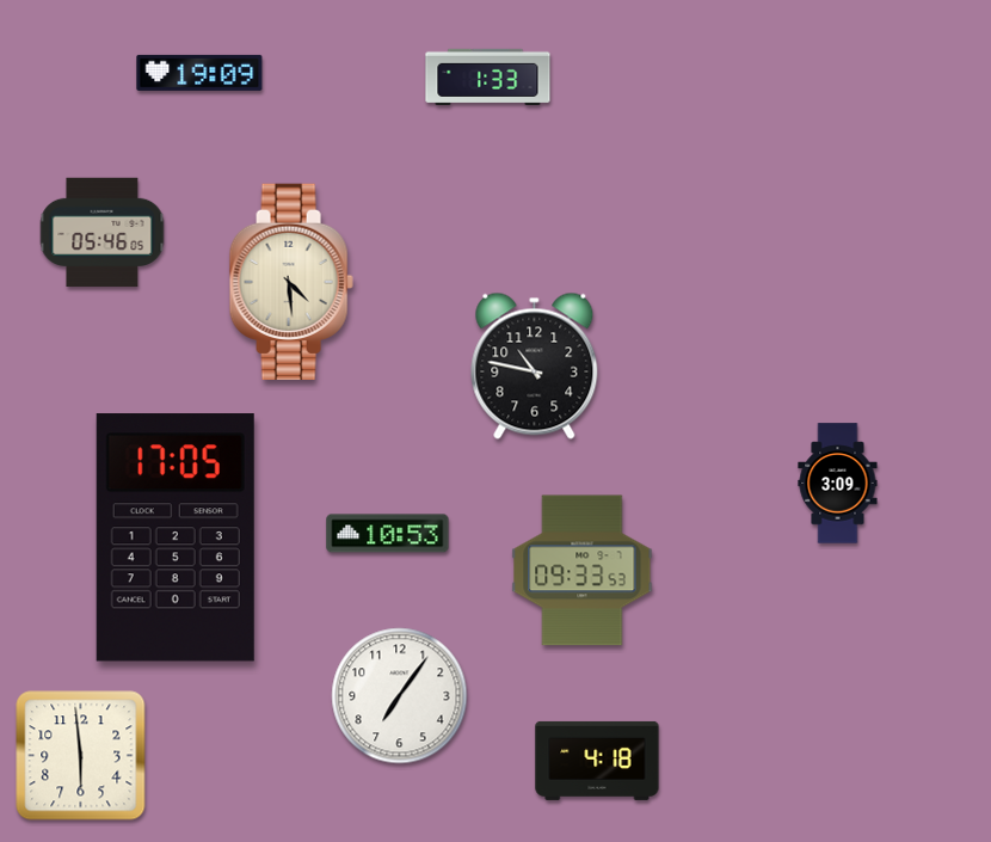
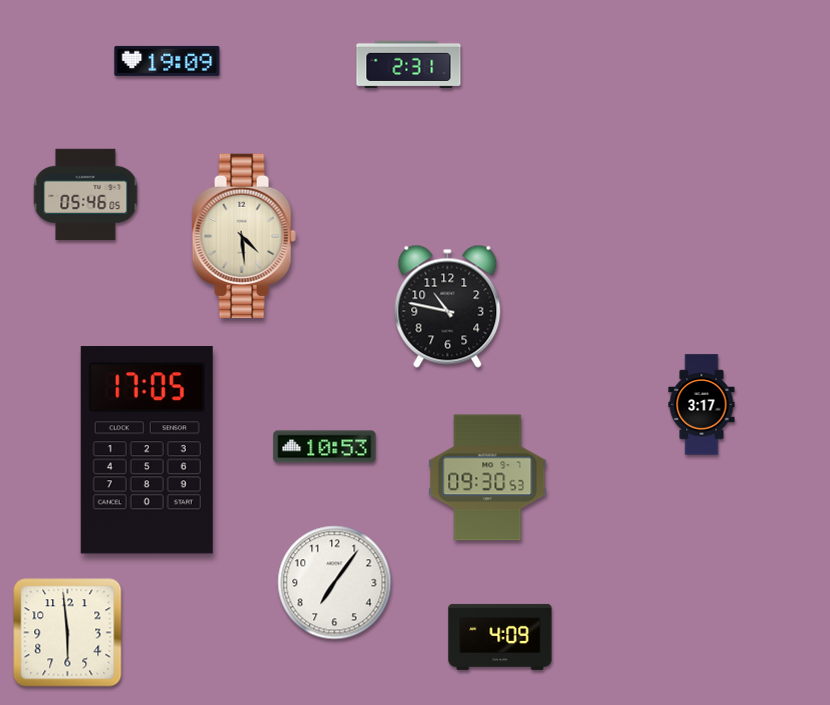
clock at (488, 76): 1:33 -> 2:31
clock at (838, 484): 3:09 -> 3:17
clock at (583, 571): 09:33 -> 09:30
clock at (597, 761): 4:18 -> 4:09
